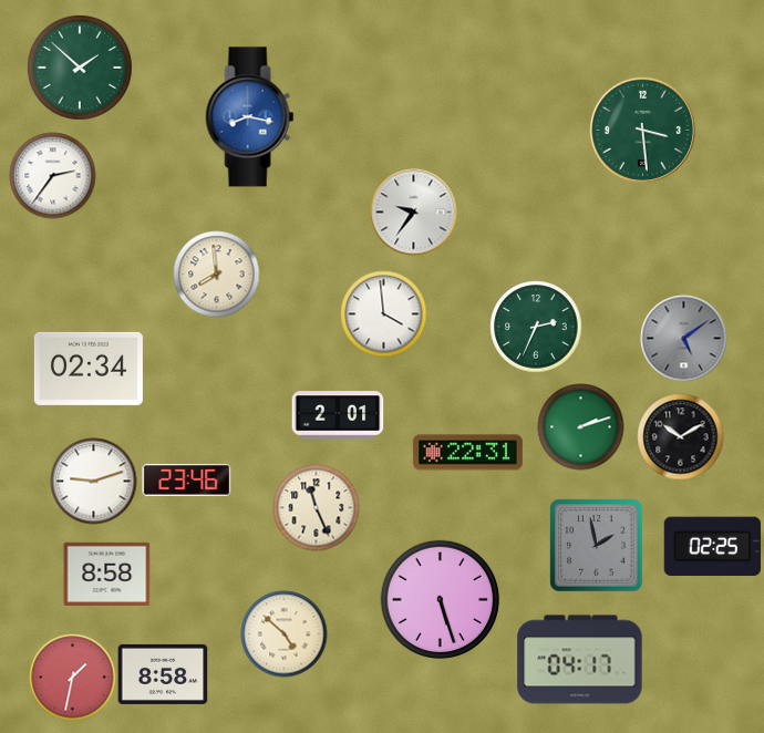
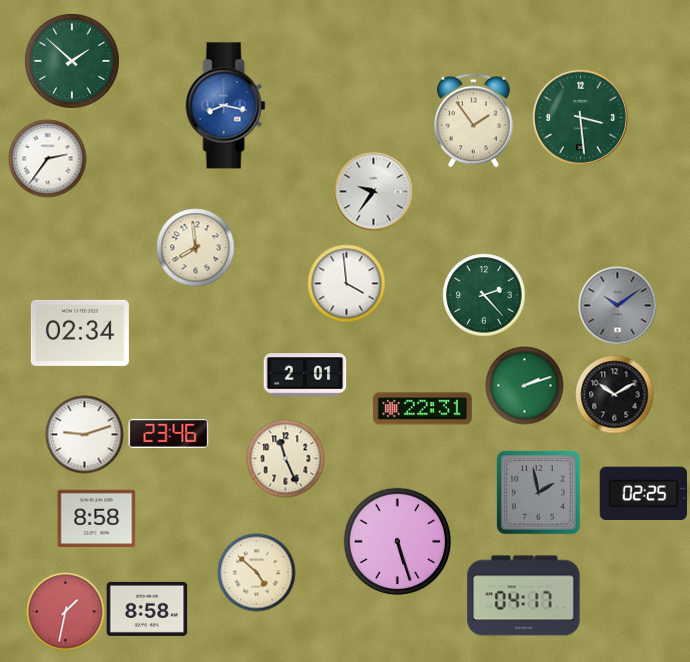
clock at (474, 120): none -> 1:54
clock at (536, 327): 2:34 -> 2:23
clock at (683, 338): 5:09 -> 10:09
